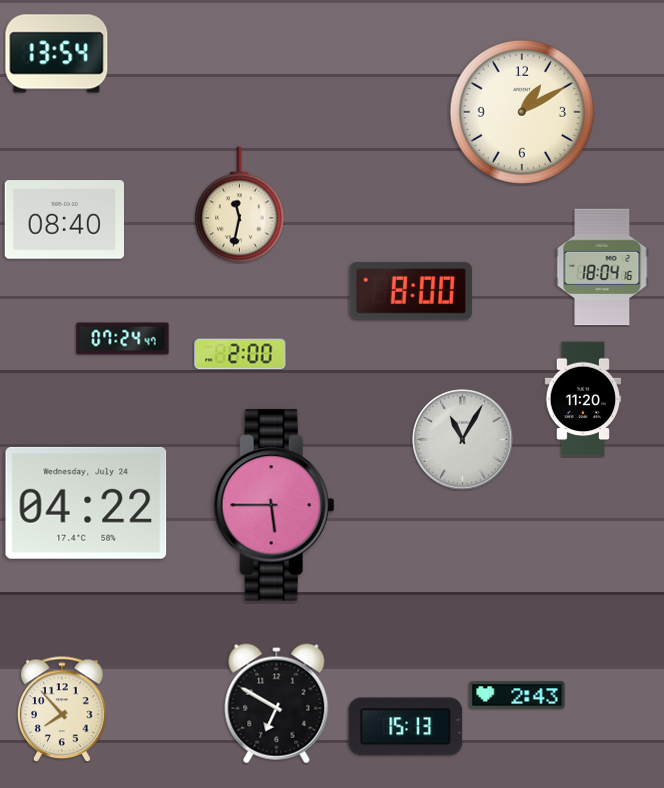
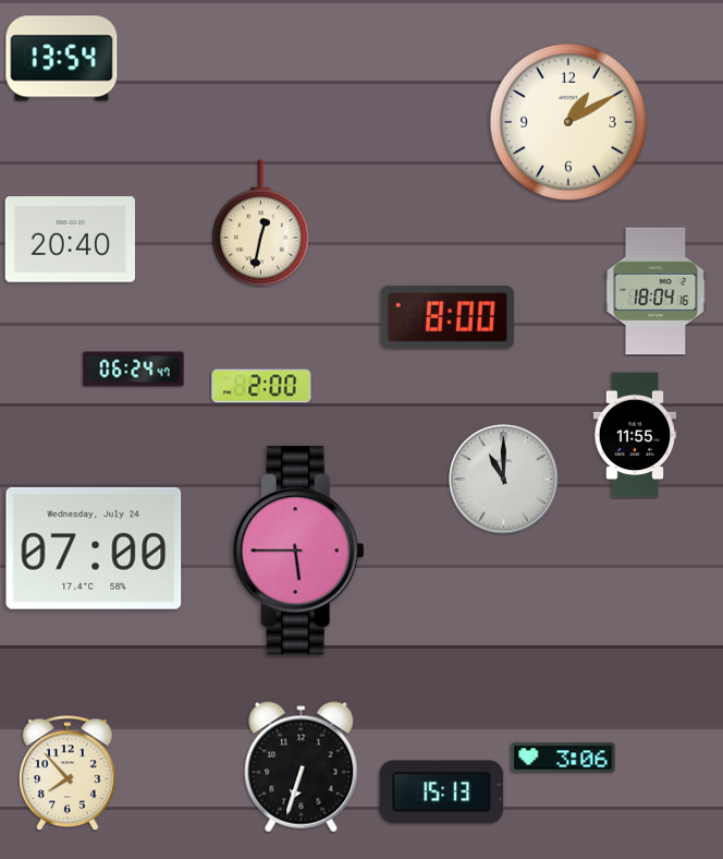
clock at (240, 205): 11:32 -> 12:32
clock at (64, 220): 08:40 -> 20:40
clock at (123, 339): 07:24 -> 06:24
clock at (583, 399): 11:20 -> 11:55
clock at (463, 440): 11:05 -> 11:00
clock at (86, 503): 04:22 -> 07:00
clock at (517, 695): 2:43 -> 3:06
clock at (277, 704): 6:50 -> 6:33
